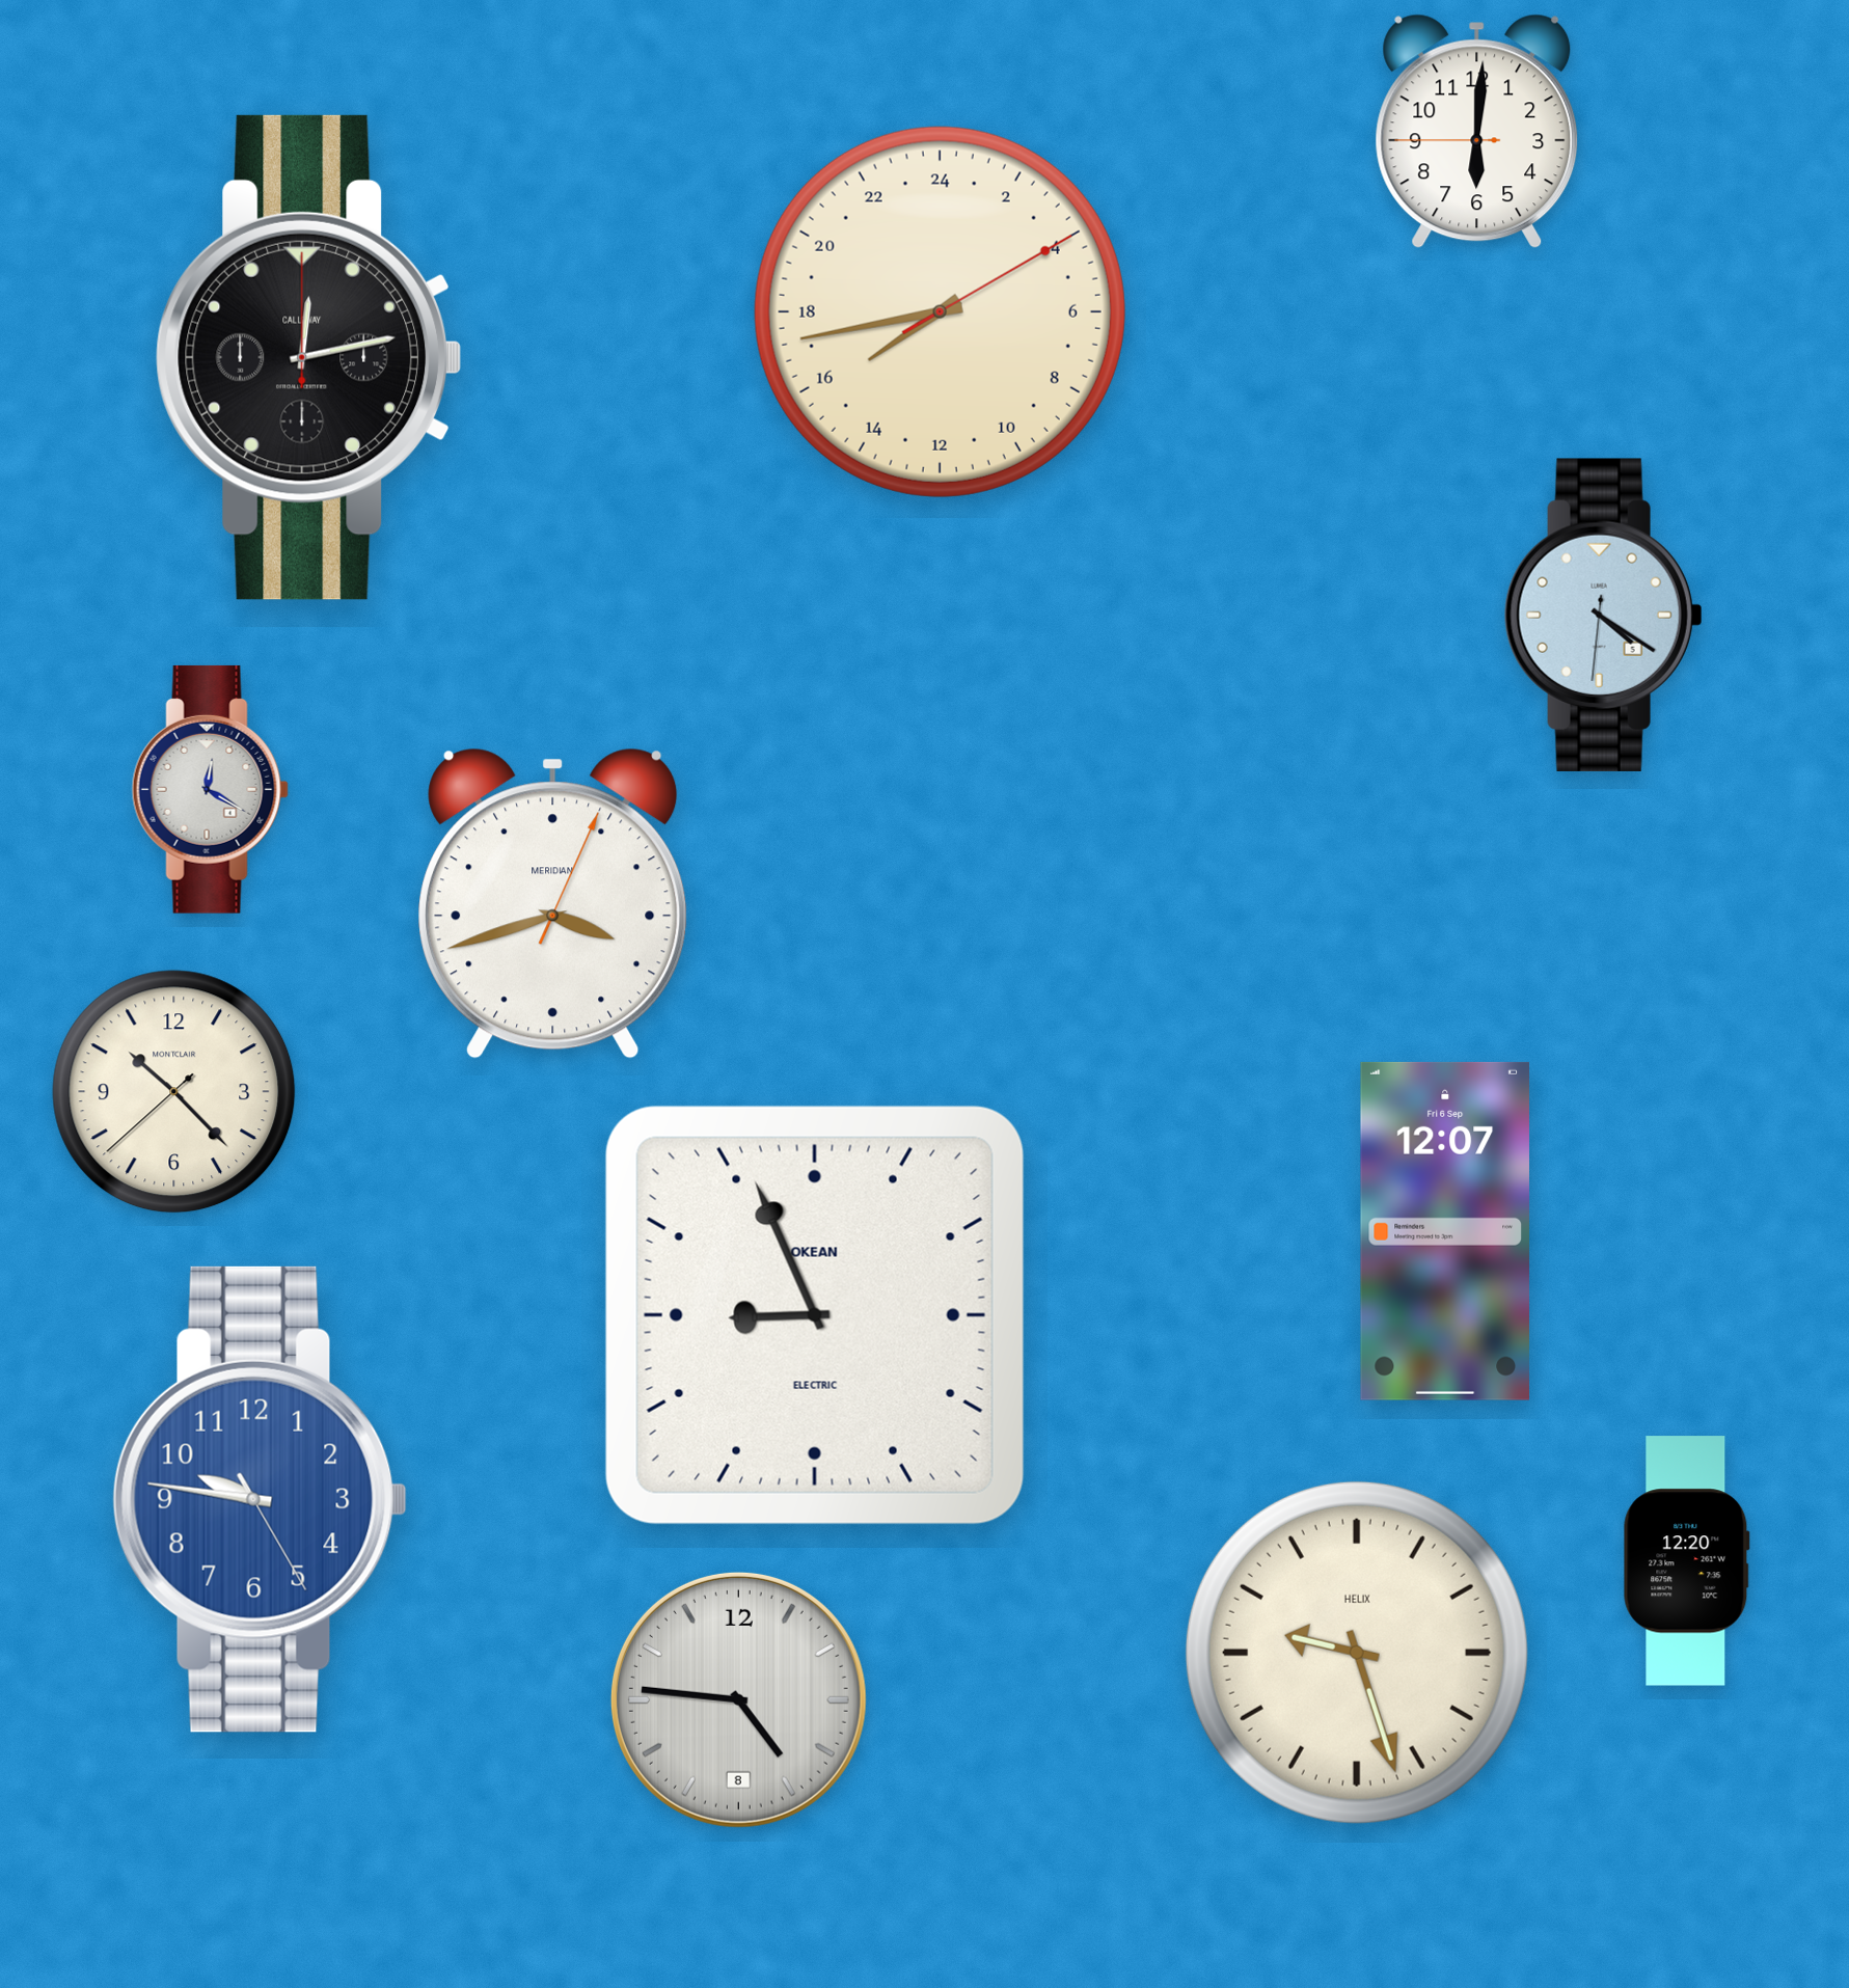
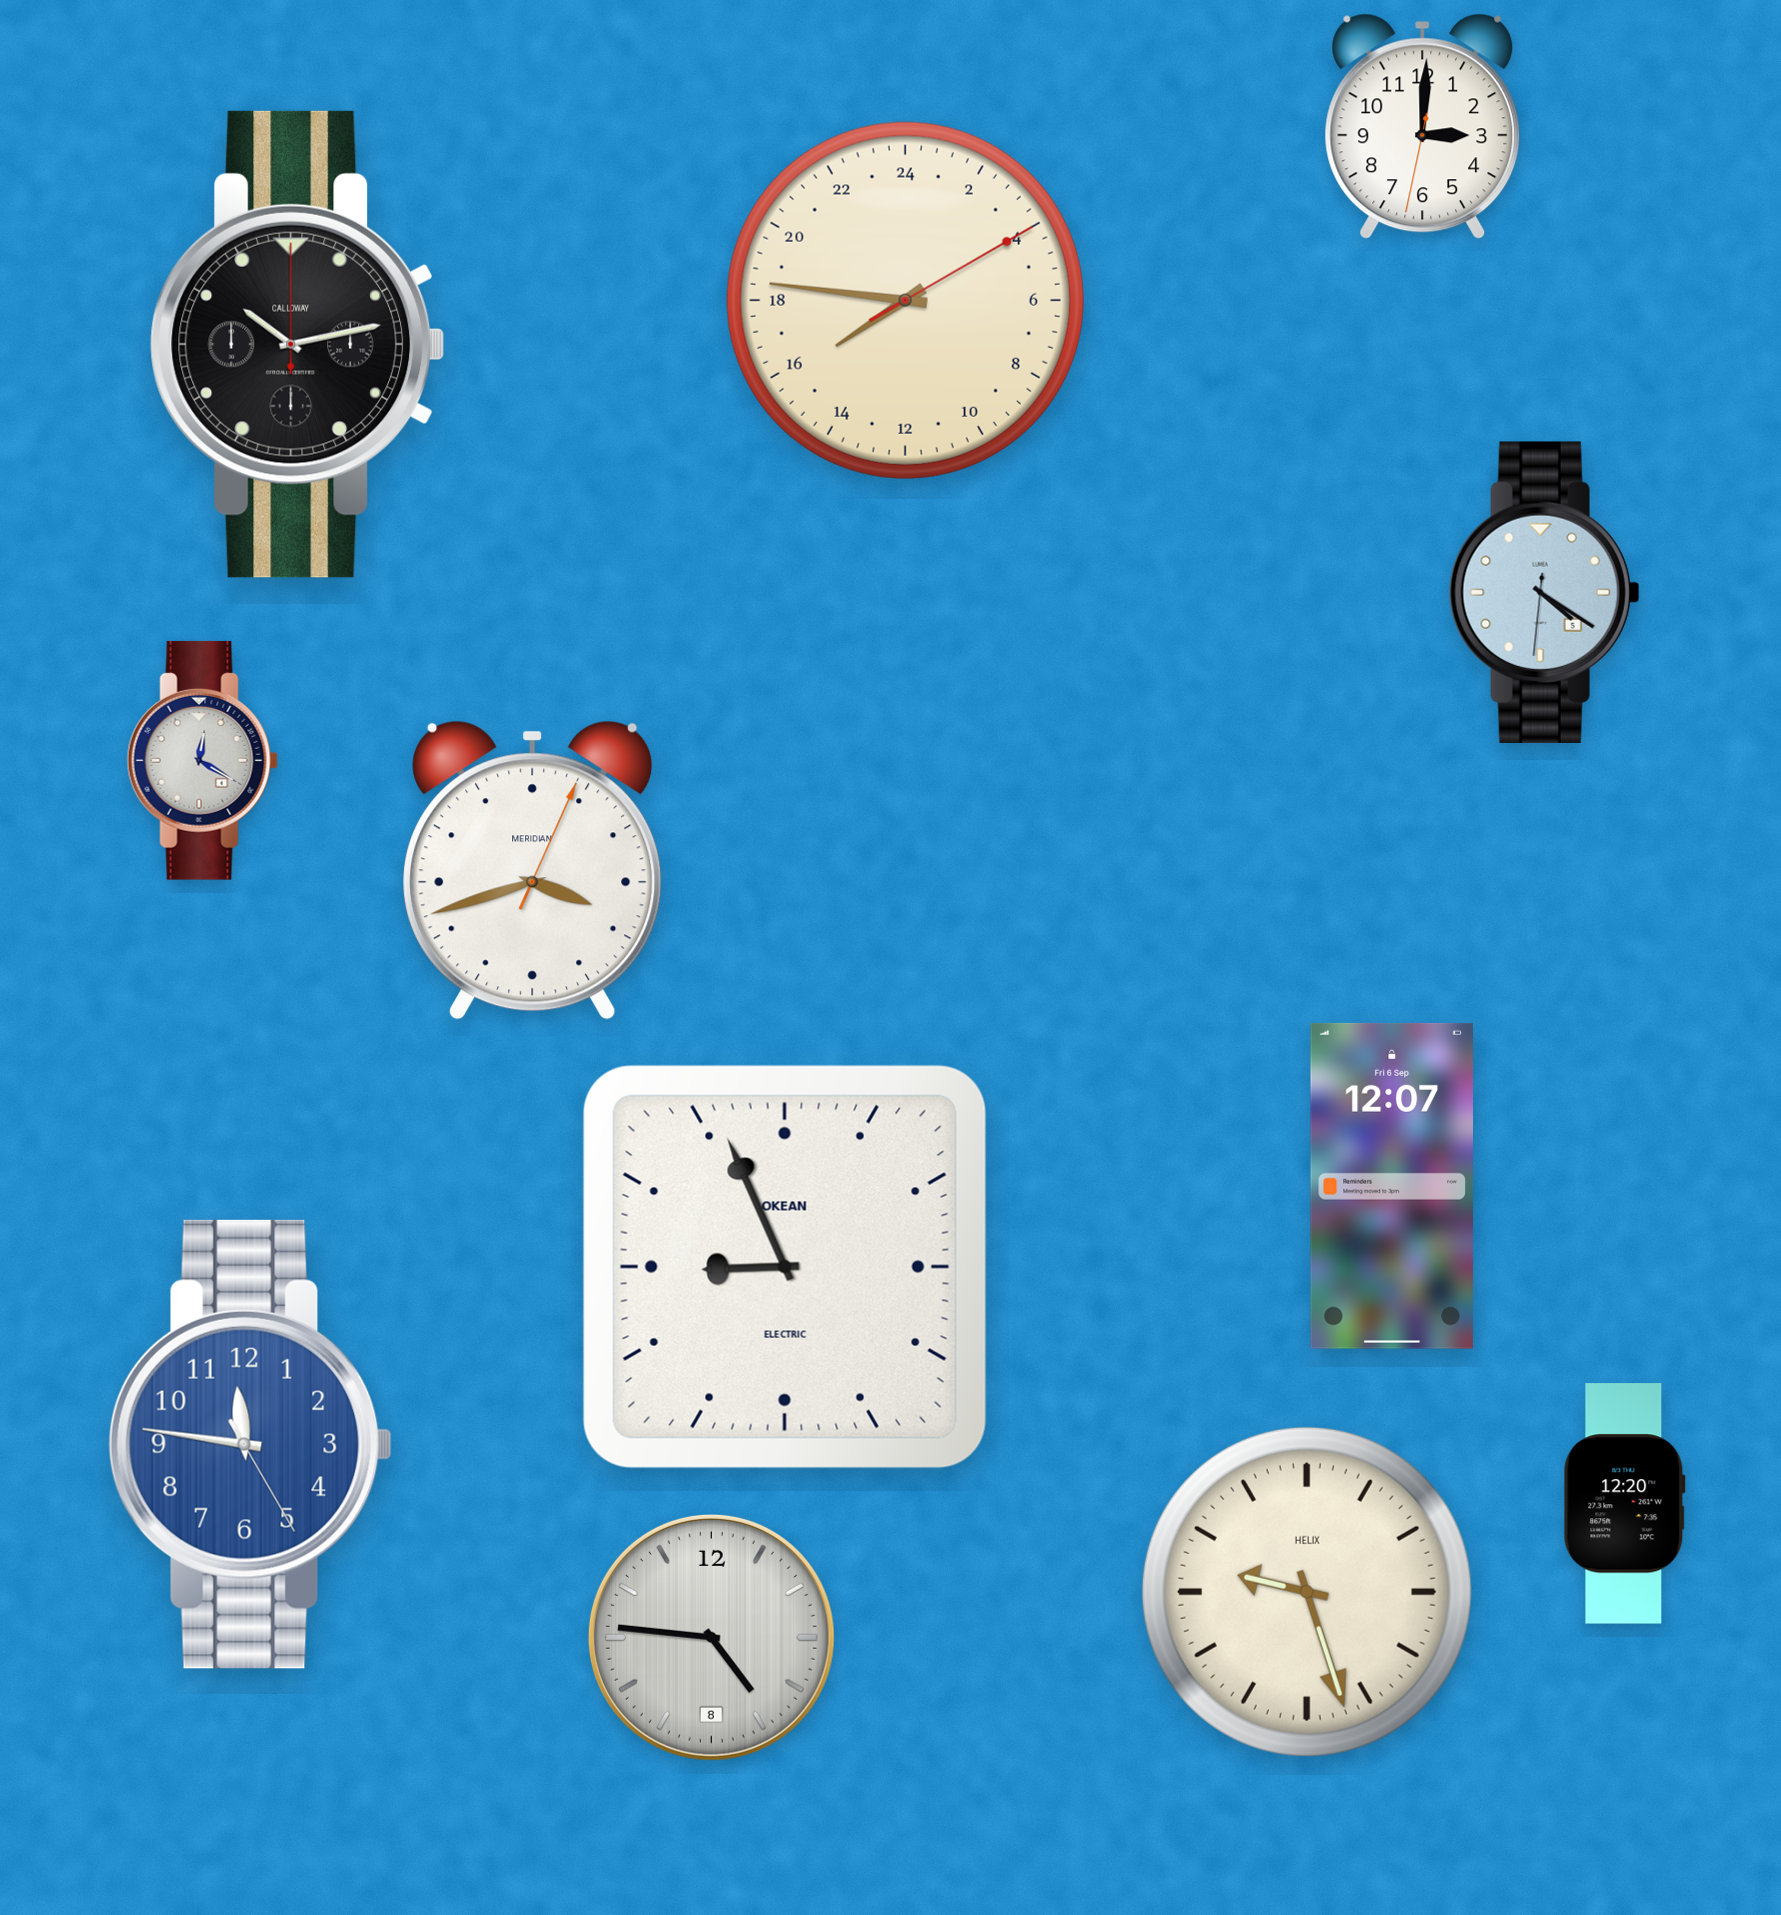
clock at (1477, 132): 6:00 -> 3:00
clock at (940, 311): 15:43 -> 15:46
clock at (308, 357): 12:13 -> 10:13
clock at (174, 1092): 10:22 -> none
clock at (260, 1499): 9:46 -> 11:46
